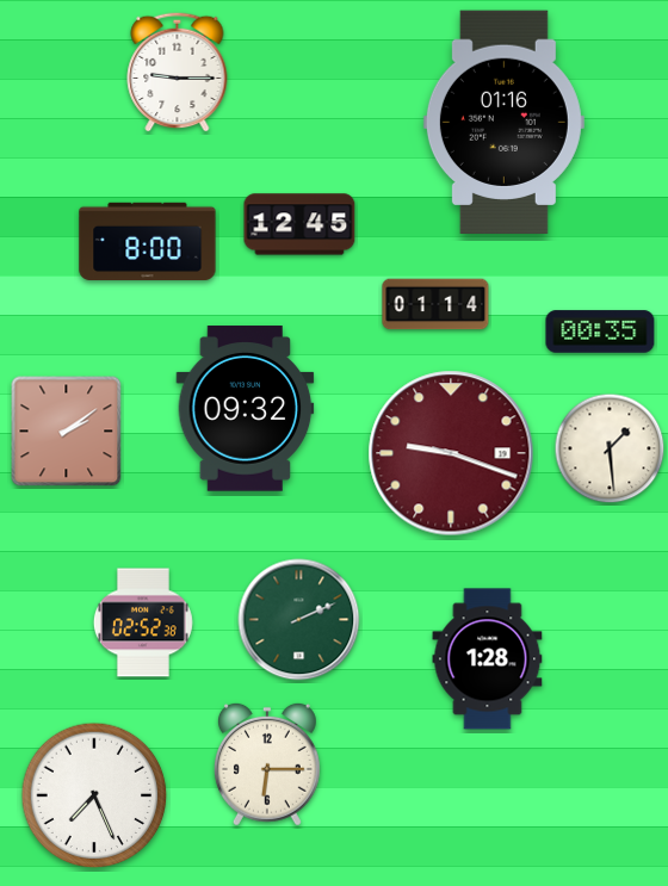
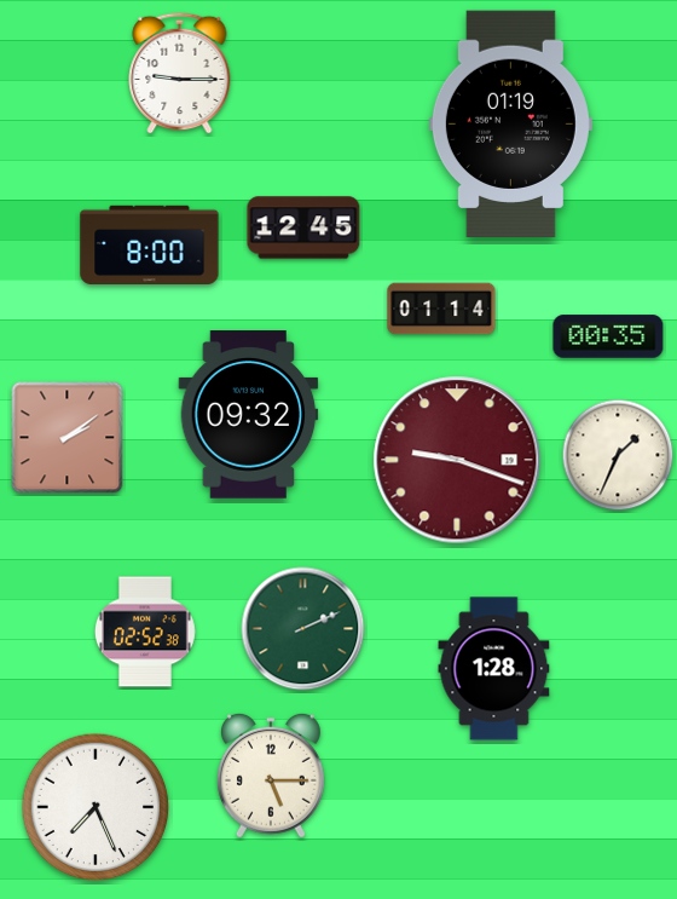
clock at (503, 123): 01:16 -> 01:19
clock at (610, 448): 1:29 -> 1:34
clock at (267, 764): 6:15 -> 5:15
